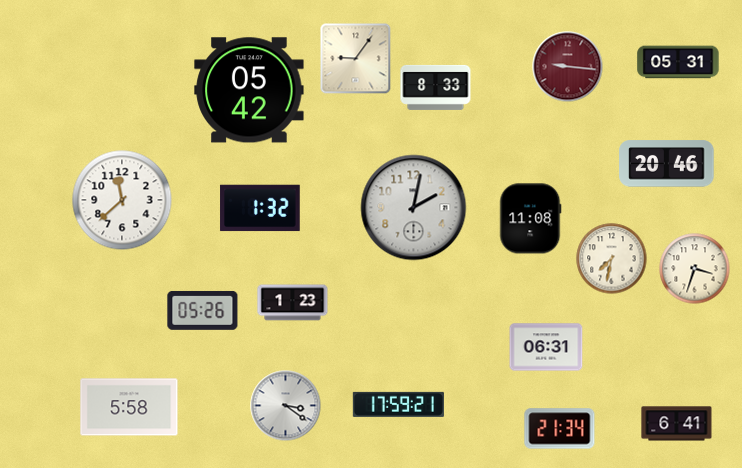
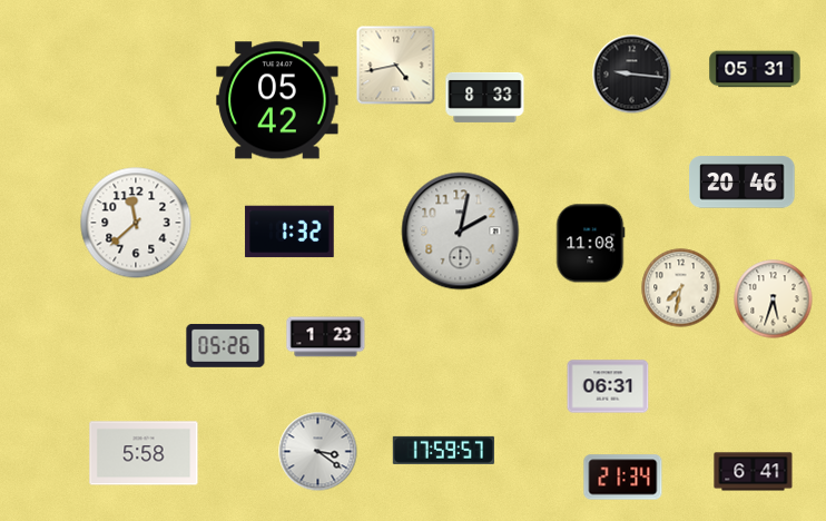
clock at (356, 59): 9:06 -> 4:43
clock at (568, 67) dial: burgundy -> black
clock at (695, 269): 3:33 -> 5:33
clock at (398, 404): 17:59:21 -> 17:59:57
